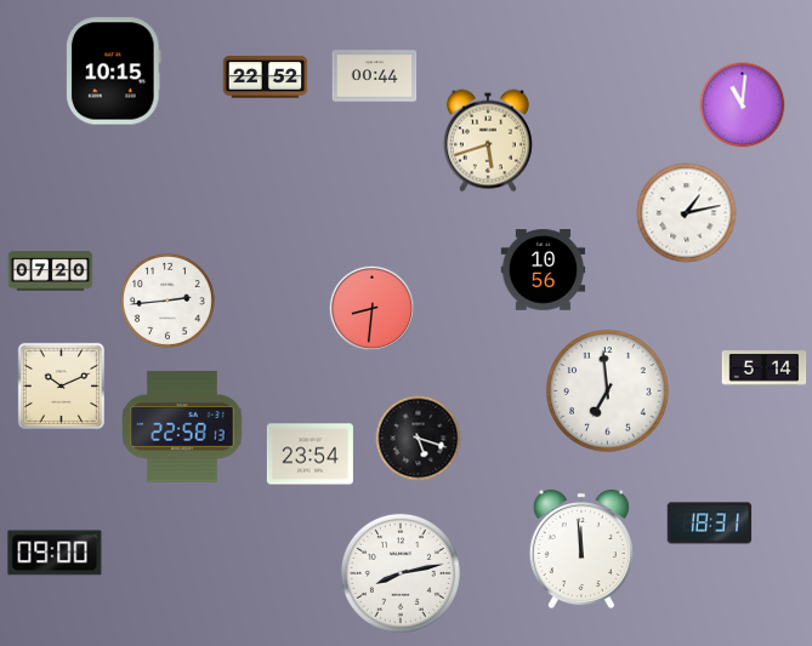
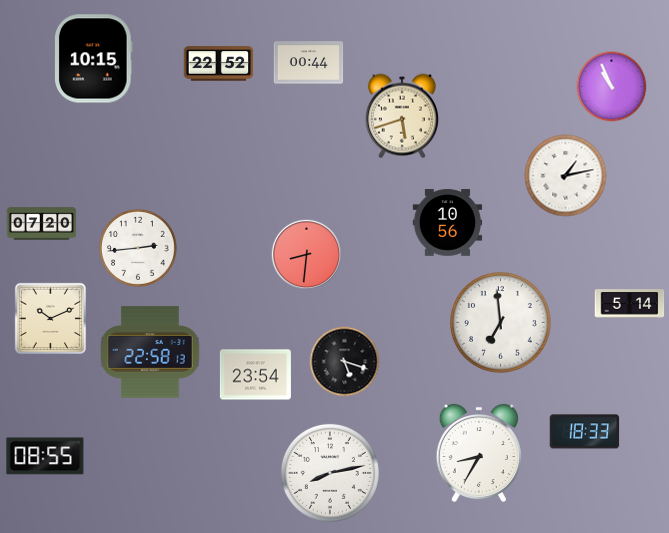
clock at (743, 105): 11:01 -> 10:56
clock at (710, 524): 18:31 -> 18:33
clock at (581, 549): 11:59 -> 8:35
clock at (55, 553): 09:00 -> 08:55
